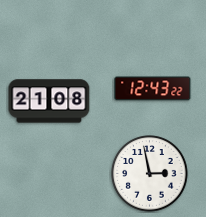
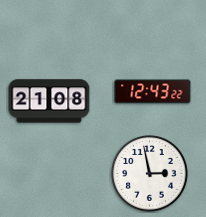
clock at (153, 89) position: (153, 89) -> (153, 92)
